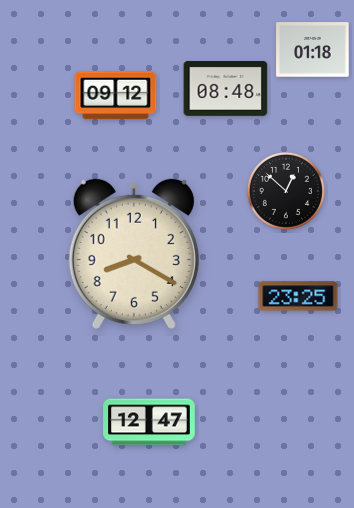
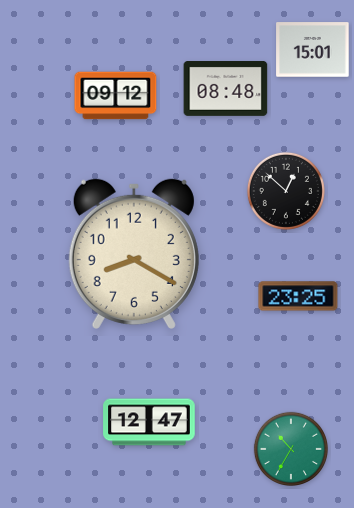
clock at (313, 50): 01:18 -> 15:01
clock at (290, 448): none -> 10:35
